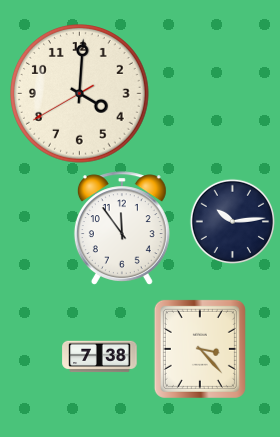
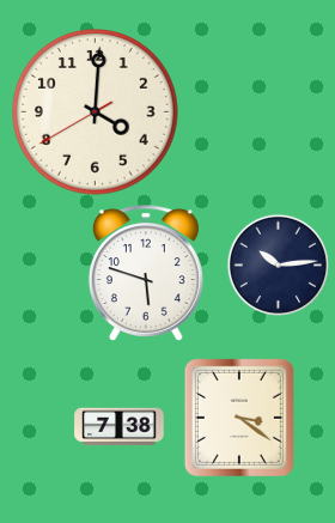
clock at (122, 228): 11:54 -> 5:48
clock at (200, 349): 3:23 -> 3:21
